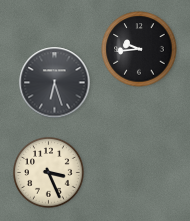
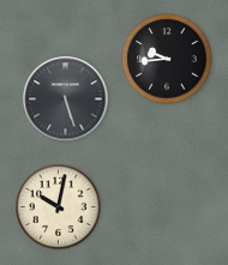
clock at (55, 83): 6:27 -> 5:27
clock at (49, 173): 3:26 -> 10:02
